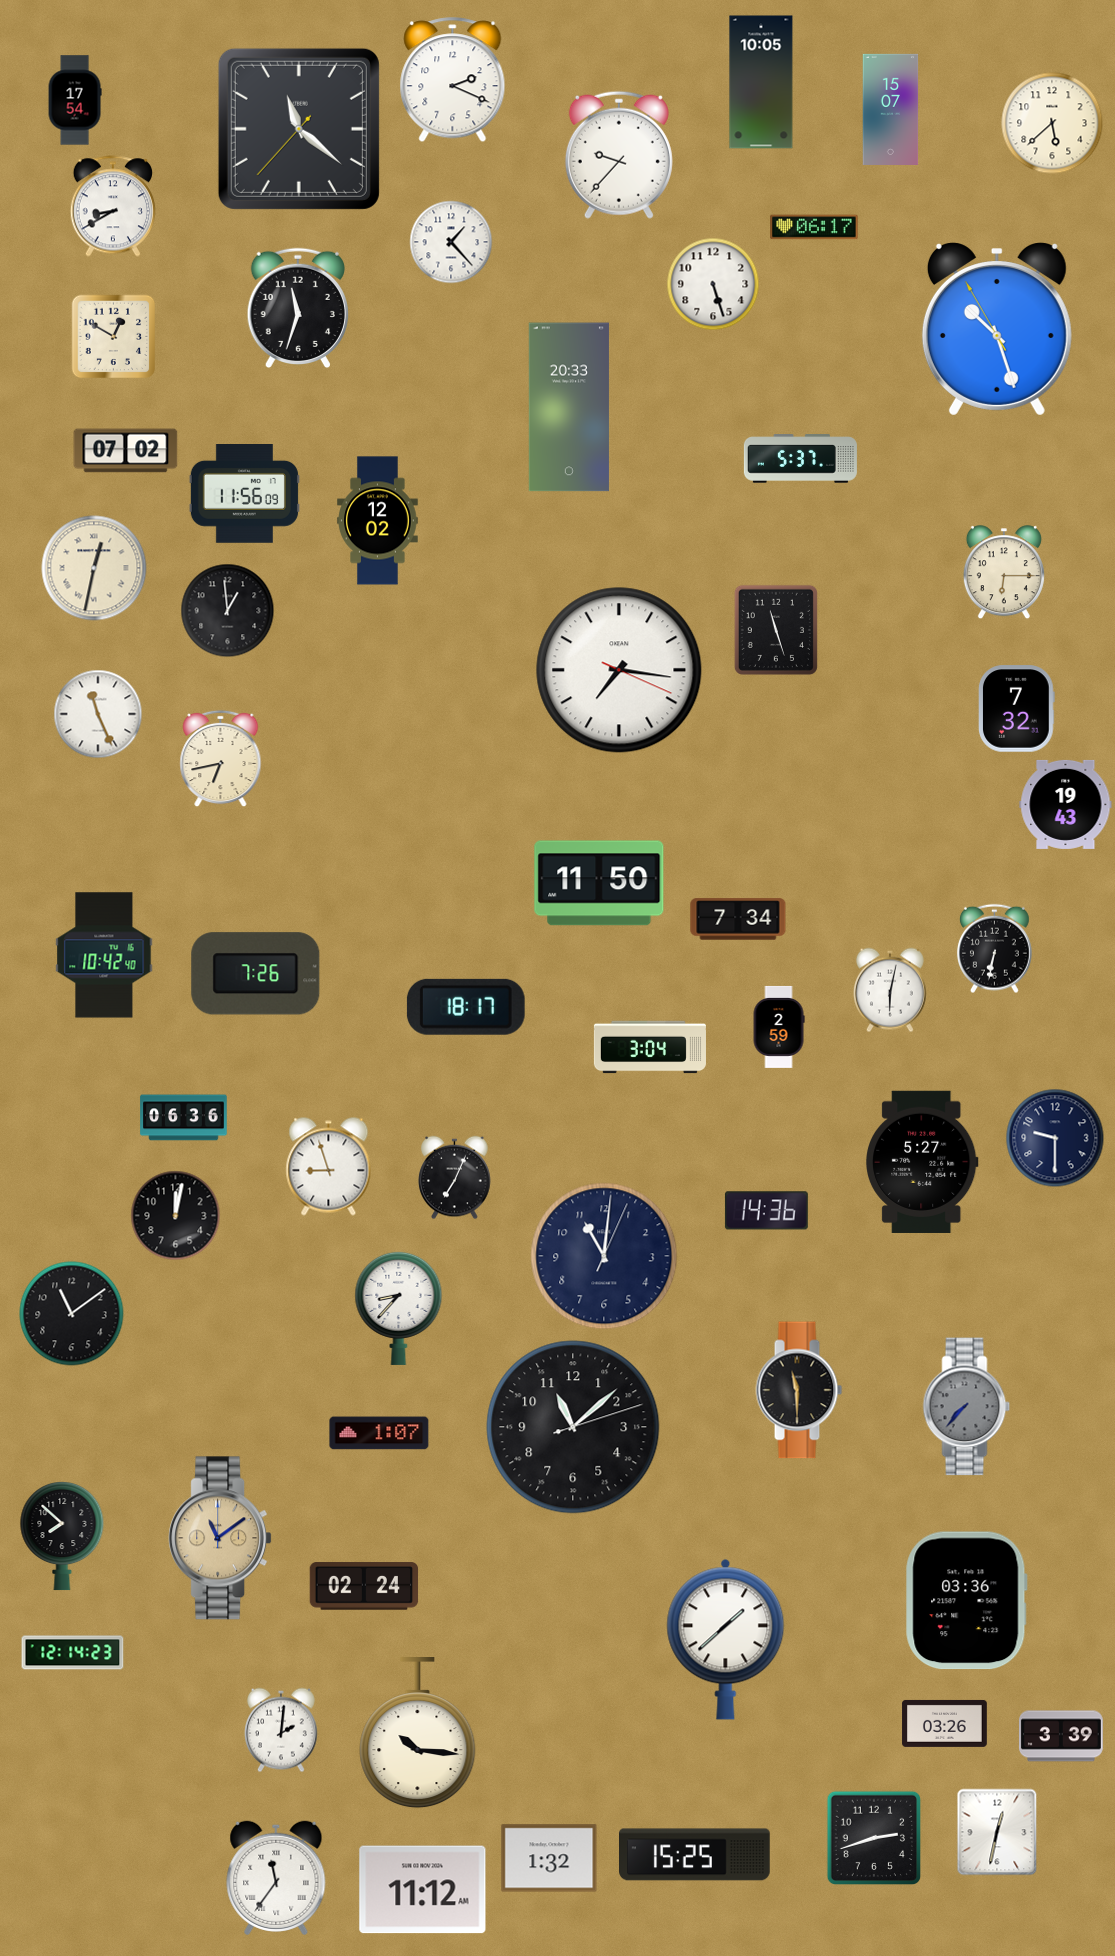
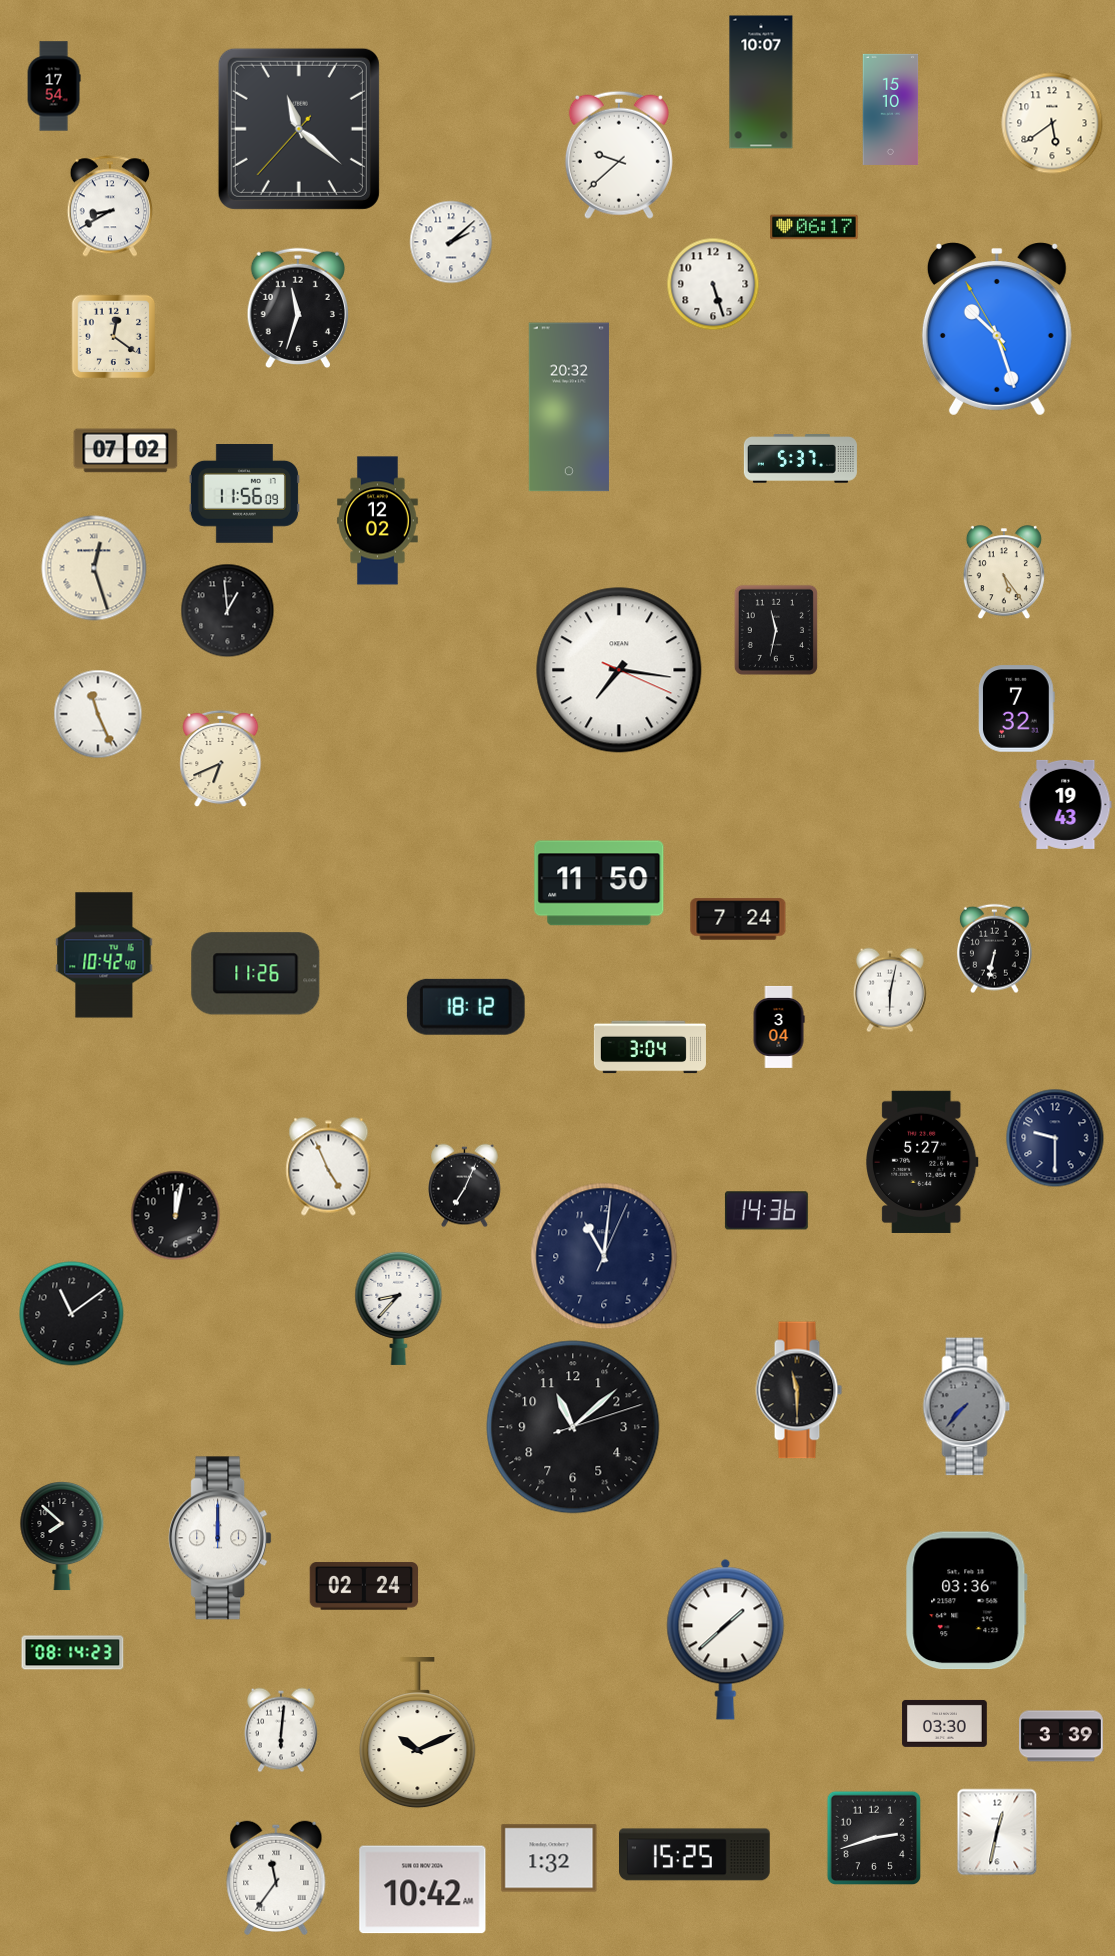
clock at (453, 80): 2:19 -> none
clock at (761, 82): 10:05 -> 10:07
clock at (75, 100) position: (75, 100) -> (54, 86)
clock at (891, 109): 15:07 -> 15:10
clock at (1052, 123): 5:38 -> 5:39
clock at (619, 155): 9:37 -> 9:38
clock at (112, 206) position: (112, 206) -> (109, 206)
clock at (451, 242): 1:23 -> 2:08
clock at (114, 337): 12:50 -> 12:21
clock at (569, 407): 20:33 -> 20:32
clock at (94, 568): 12:32 -> 12:27
clock at (1004, 573): 6:15 -> 5:24
clock at (776, 630): 11:27 -> 11:32
clock at (221, 759): 6:43 -> 6:41
clock at (738, 919): 7:34 -> 7:24
clock at (256, 974): 7:26 -> 11:26
clock at (466, 1007): 18:17 -> 18:12
clock at (779, 1027): 2:59 -> 3:04
clock at (184, 1118): 06:36 -> none
clock at (329, 1167): 8:57 -> 4:56
clock at (455, 1178) position: (455, 1178) -> (465, 1186)
clock at (379, 1433): 1:07 -> none
clock at (220, 1538): 11:09 -> 12:00
clock at (220, 1538) dial: champagne -> white
clock at (73, 1653): 12:14 -> 08:14
clock at (945, 1723): 03:26 -> 03:30
clock at (281, 1730): 2:01 -> 6:01
clock at (418, 1734): 10:16 -> 10:11
clock at (423, 1890): 11:12 -> 10:42
